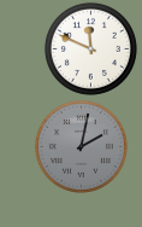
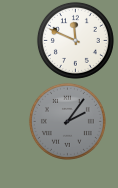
clock at (81, 146): 2:02 -> 2:06
